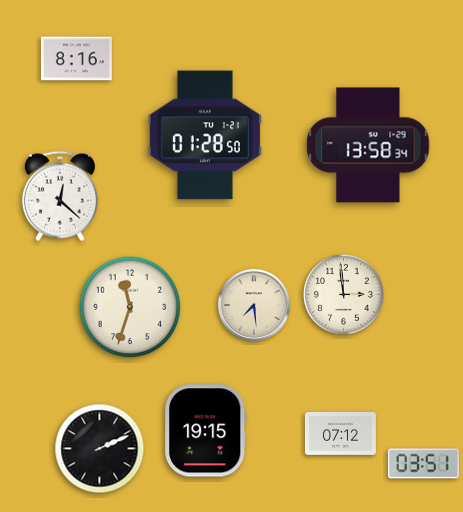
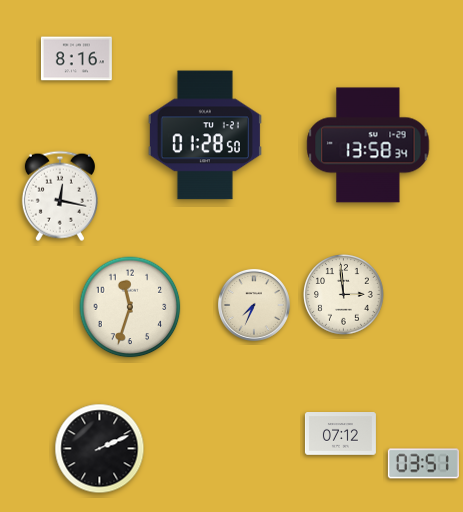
clock at (60, 196): 12:22 -> 12:17
clock at (254, 305): 7:29 -> 7:34
clock at (206, 431): 19:15 -> none
